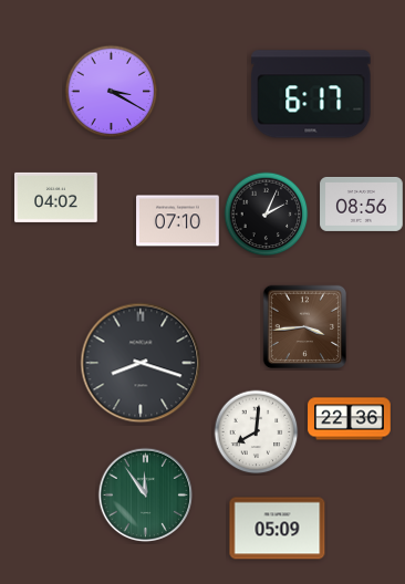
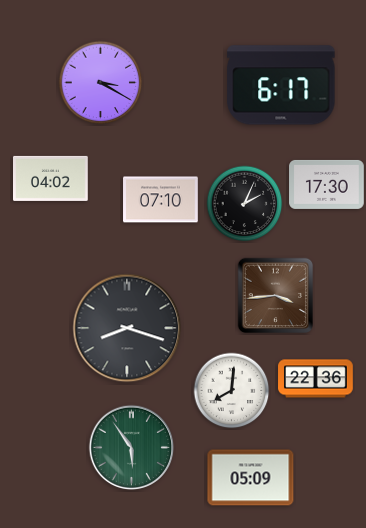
clock at (362, 204): 08:56 -> 17:30
clock at (267, 215) position: (267, 215) -> (245, 204)
clock at (146, 496): 11:54 -> 5:54
